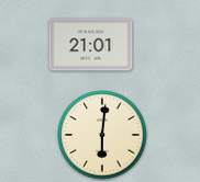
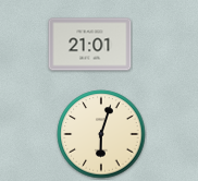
clock at (102, 135): 6:01 -> 6:03
